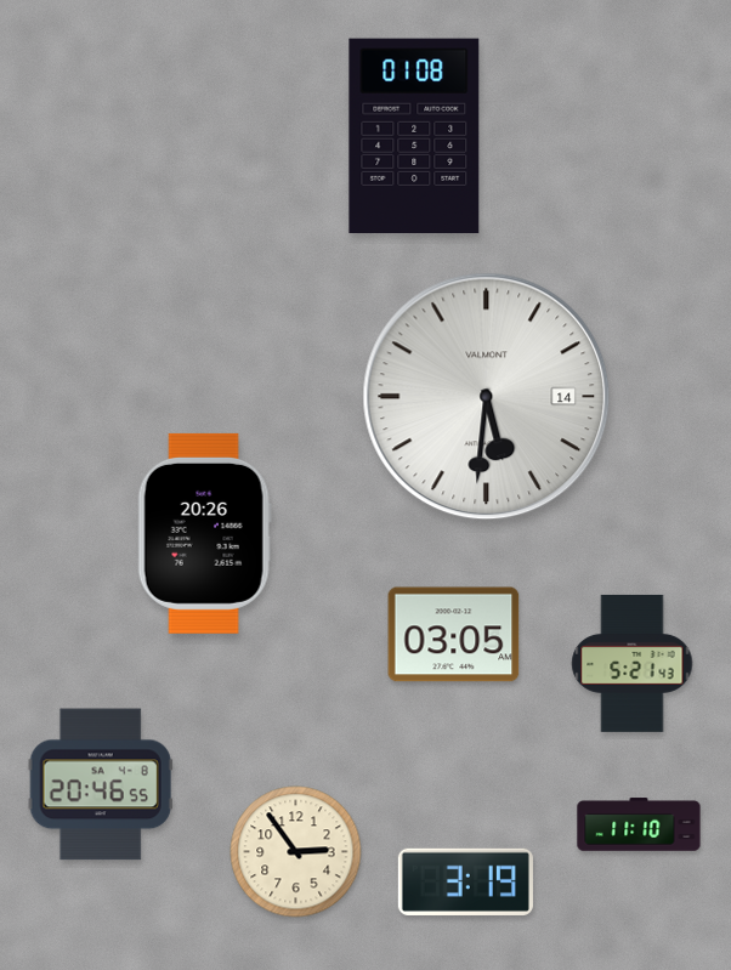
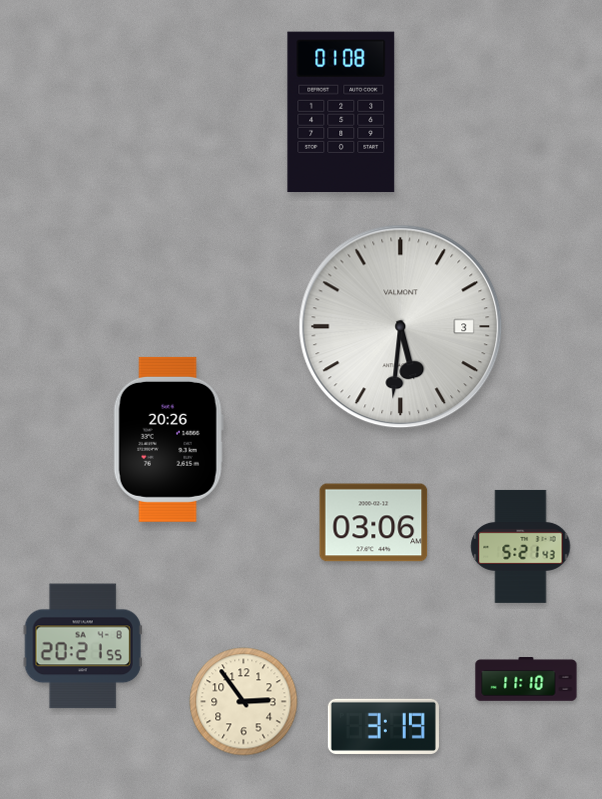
clock at (487, 397) date: 14 -> 3
clock at (454, 635): 03:05 -> 03:06
clock at (101, 784): 20:46 -> 20:21
